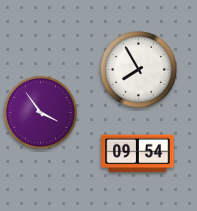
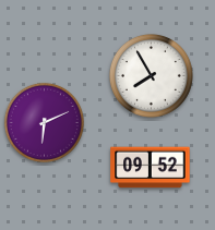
clock at (40, 112): 3:54 -> 6:11
clock at (138, 154): 09:54 -> 09:52
